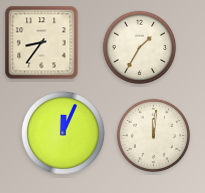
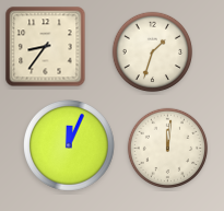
clock at (140, 48): 1:35 -> 1:33
